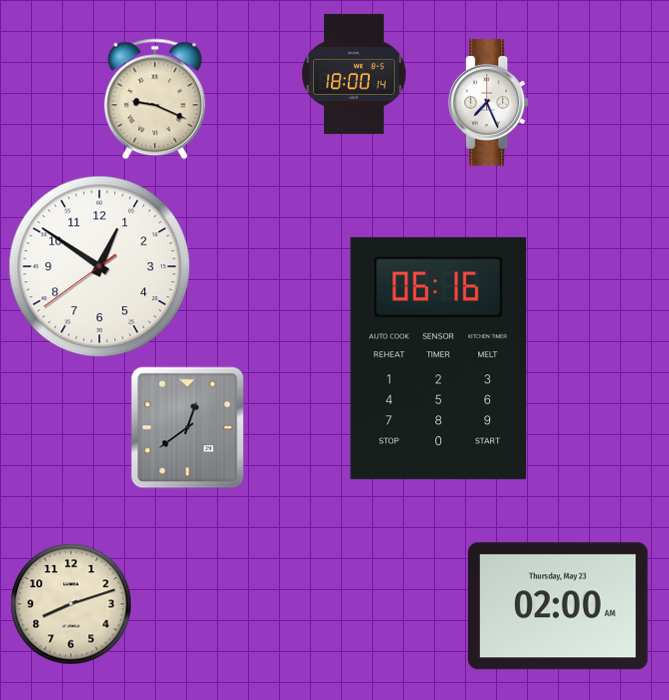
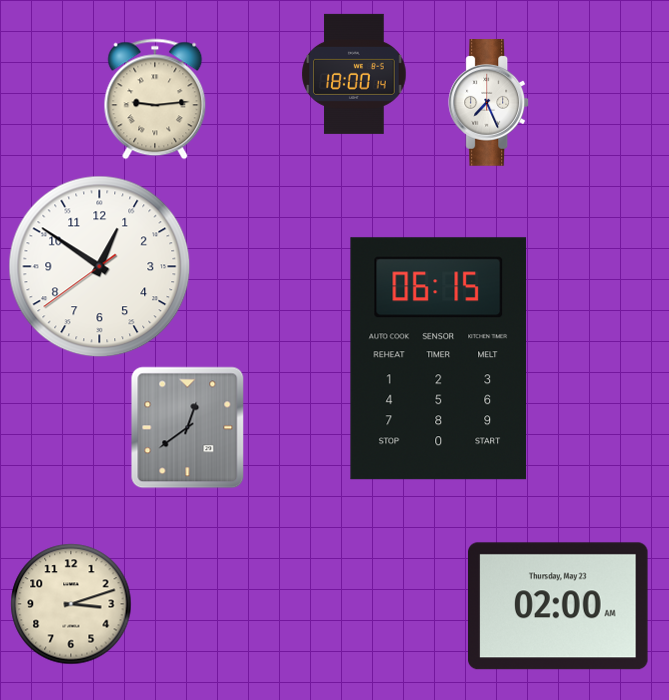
clock at (155, 99): 9:19 -> 9:14
clock at (439, 359): 06:16 -> 06:15
clock at (71, 604): 8:12 -> 3:12
